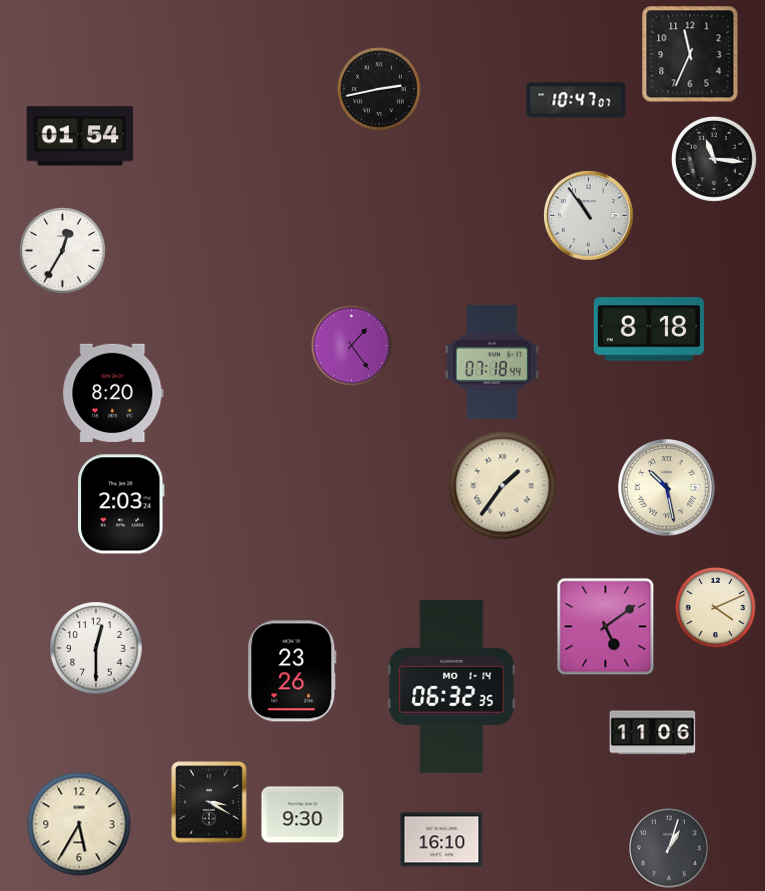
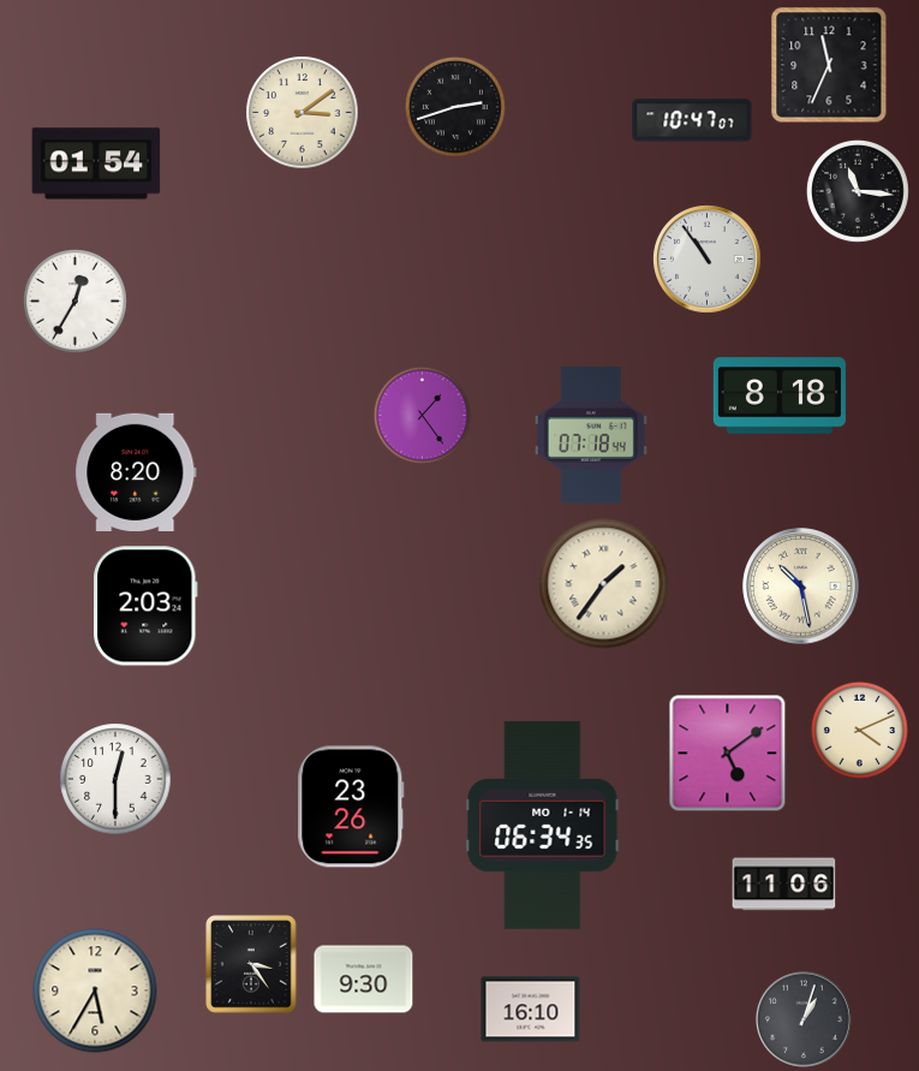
clock at (379, 89): 2:43 -> 2:42
clock at (303, 113): none -> 3:09
clock at (452, 686): 06:32 -> 06:34
clock at (653, 733) position: (653, 733) -> (784, 885)
clock at (209, 802): 3:20 -> 3:24
